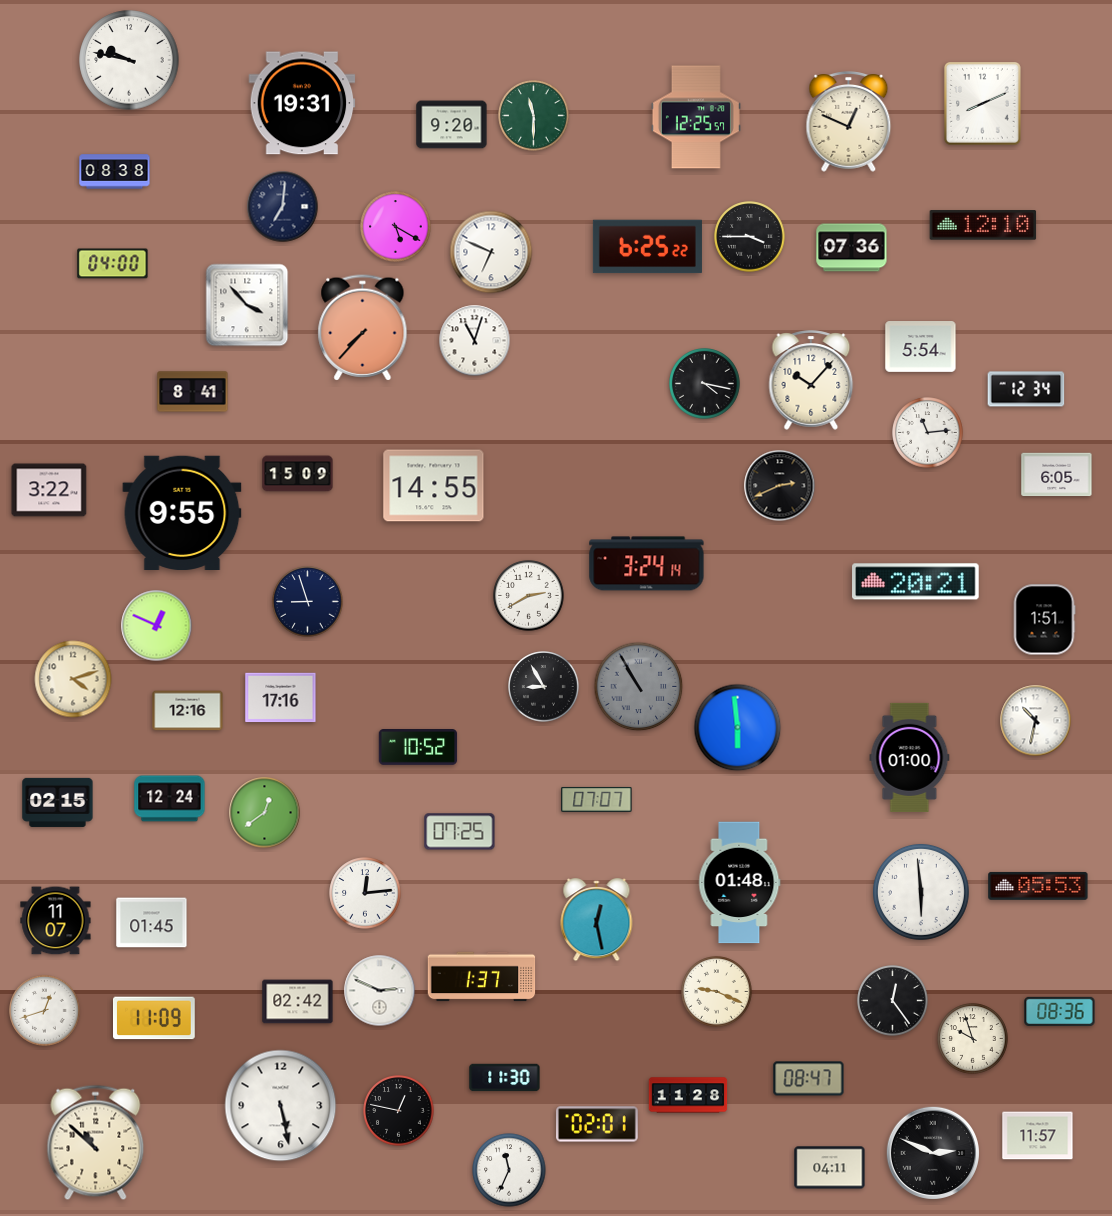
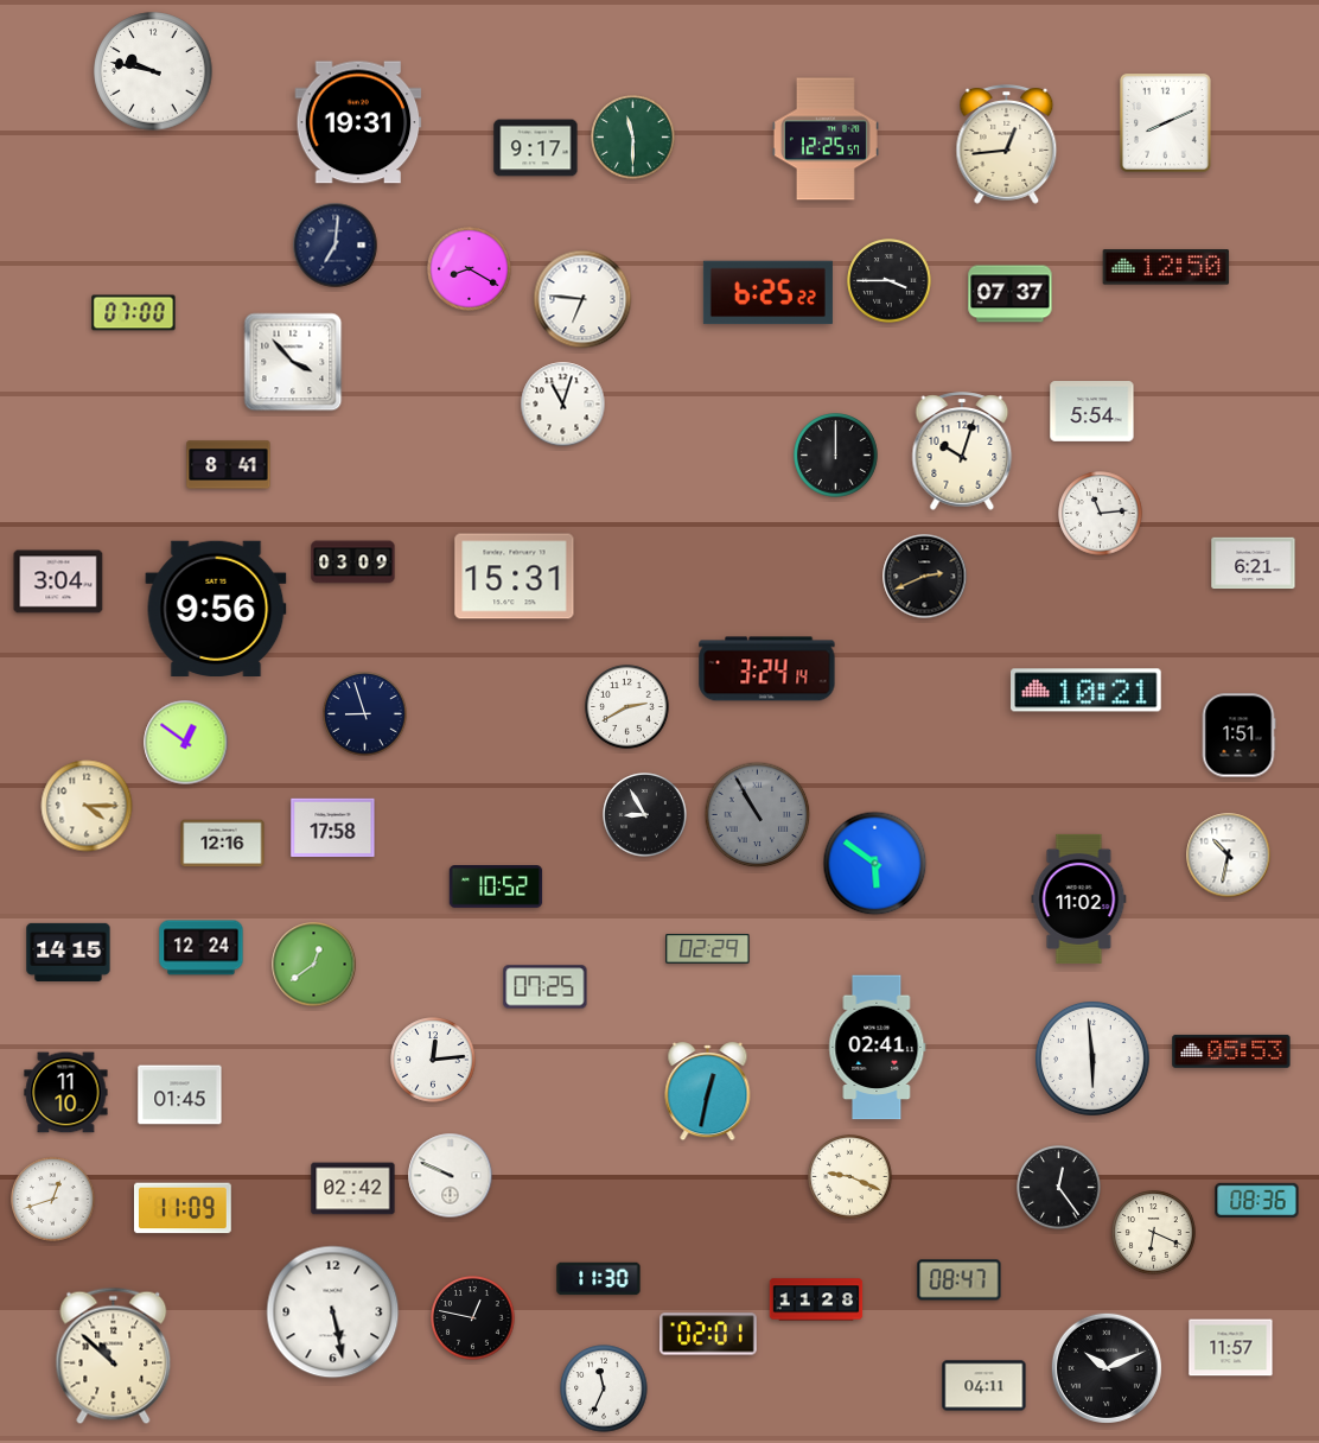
clock at (849, 122): 12:49 -> 12:44
clock at (452, 125): 9:20 -> 9:17
clock at (115, 172): 08:38 -> none
clock at (983, 225): 12:10 -> 12:50
clock at (396, 227): 5:20 -> 8:20
clock at (852, 248): 07:36 -> 07:37
clock at (491, 252): 6:49 -> 6:46
clock at (113, 264): 04:00 -> 07:00
clock at (363, 328): 7:37 -> none
clock at (811, 380): 10:07 -> 10:03
clock at (705, 384): 4:17 -> 12:00
clock at (1026, 389): 12:34 -> none
clock at (298, 474): 15:09 -> 03:09
clock at (1057, 475): 6:05 -> 6:21
clock at (434, 486): 14:55 -> 15:31
clock at (49, 490): 3:22 -> 3:04
clock at (182, 512): 9:55 -> 9:56
clock at (916, 582): 20:21 -> 10:21
clock at (157, 626): 12:49 -> 12:51
clock at (73, 679): 4:12 -> 4:15
clock at (281, 698): 17:16 -> 17:58
clock at (738, 728): 5:59 -> 5:51
clock at (910, 757): 01:00 -> 11:02
clock at (597, 800): 07:07 -> 02:29
clock at (58, 802): 02:15 -> 14:15
clock at (740, 883): 01:48 -> 02:41
clock at (597, 920): 12:28 -> 12:32
clock at (56, 921): 11:07 -> 11:10
clock at (482, 977): 1:37 -> none
clock at (380, 991): 2:49 -> 9:49
clock at (973, 1039): 9:57 -> 6:19
clock at (932, 1152): 2:49 -> 10:11
